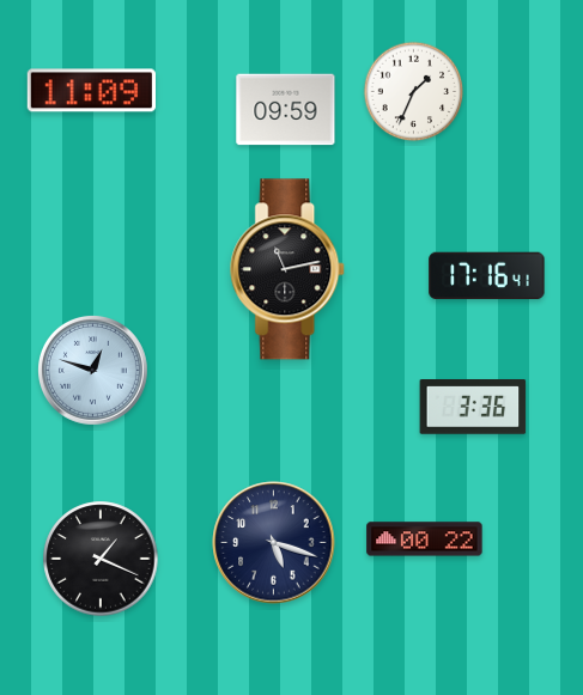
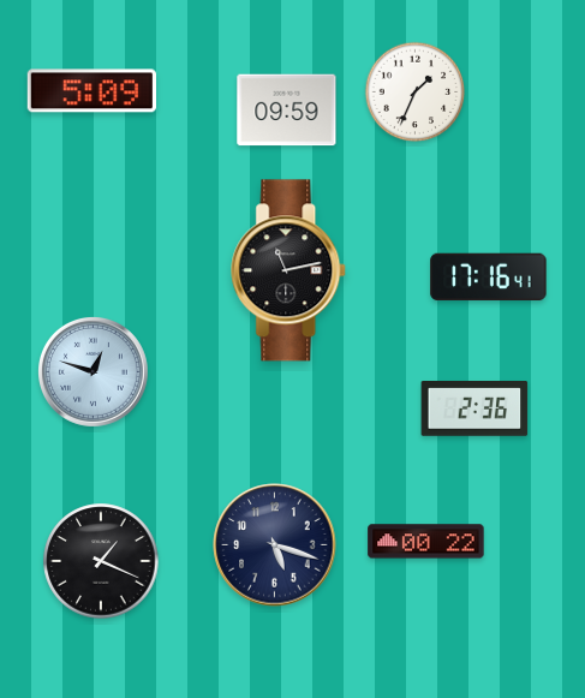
clock at (91, 91): 11:09 -> 5:09
clock at (473, 408): 3:36 -> 2:36
